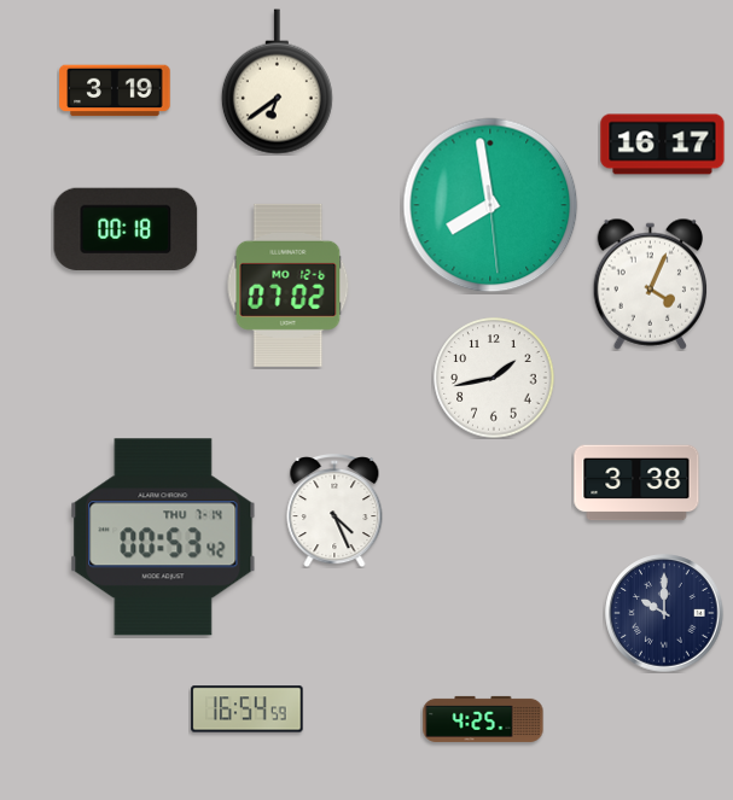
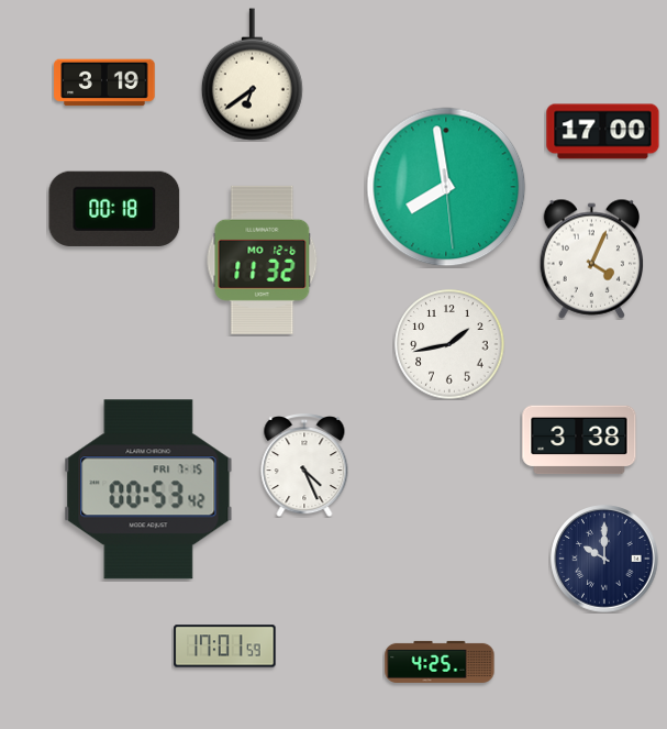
clock at (663, 145): 16:17 -> 17:00
clock at (289, 285): 07:02 -> 11:32
clock at (163, 537) date: THU 7-14 -> FRI 7-15
clock at (248, 710): 16:54 -> 17:01
clock at (483, 719) position: (483, 719) -> (440, 662)
